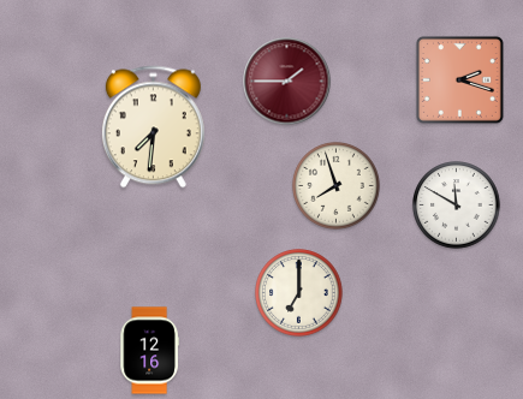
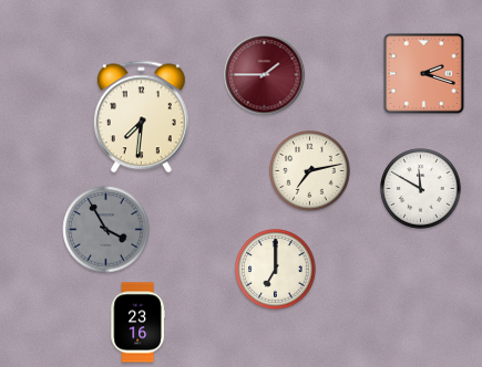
clock at (337, 186): 7:57 -> 7:13
clock at (106, 230): none -> 3:55
clock at (149, 351): 12:16 -> 23:16
